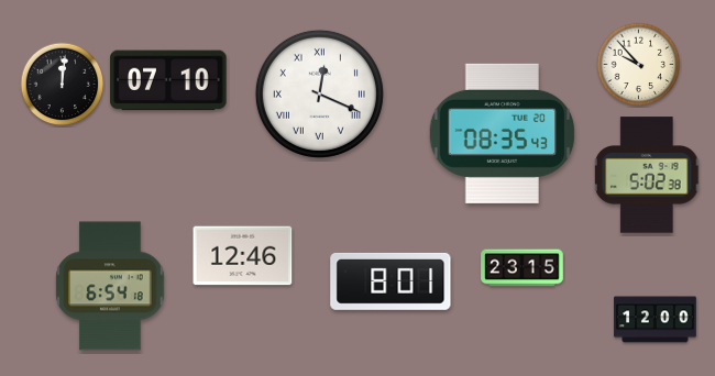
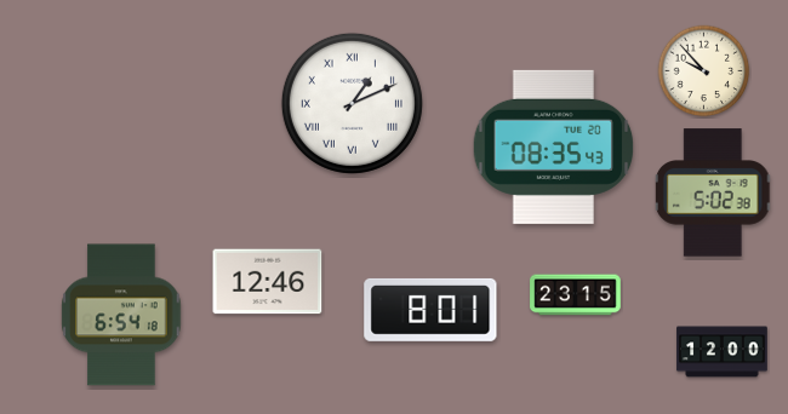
clock at (168, 80): 07:10 -> none
clock at (63, 85): 12:01 -> none
clock at (319, 93): 12:19 -> 1:11
